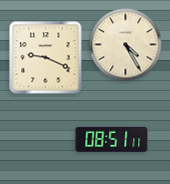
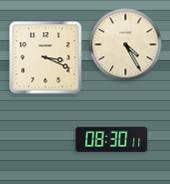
clock at (46, 58): 9:19 -> 3:19
clock at (112, 139): 08:51 -> 08:30
